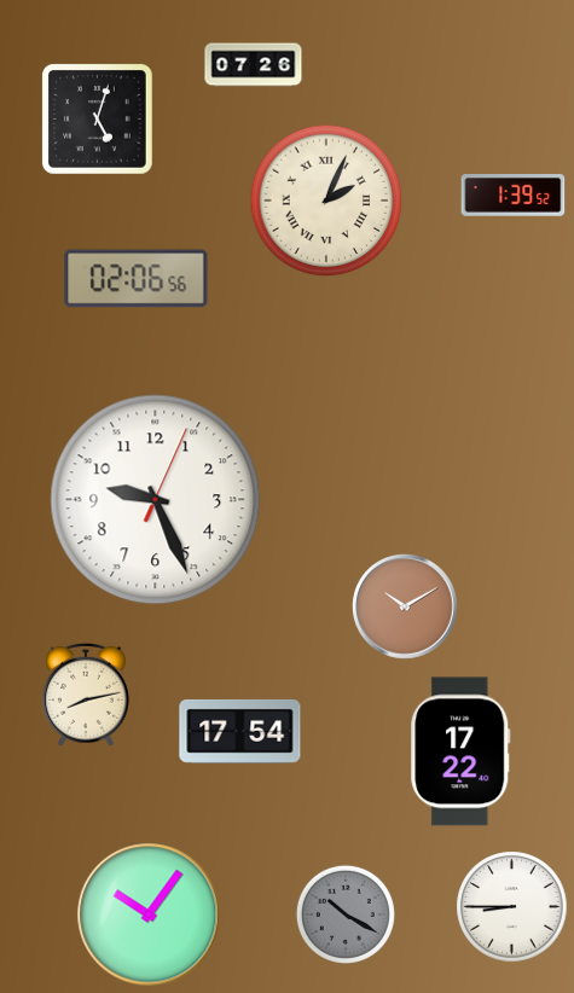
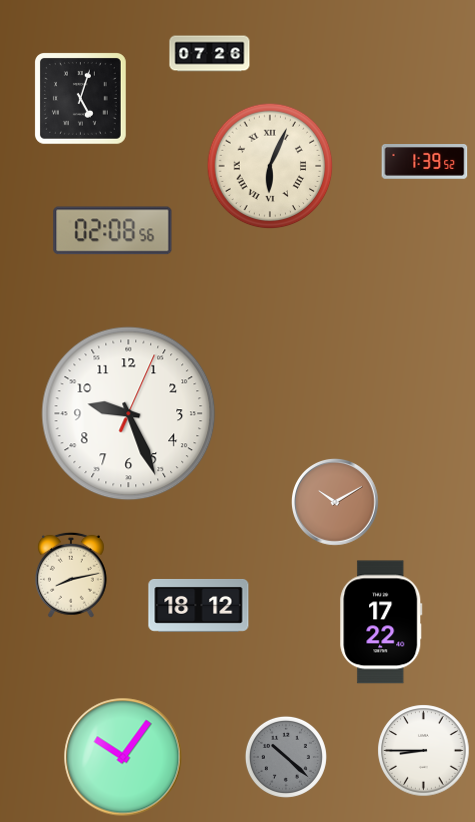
clock at (326, 201): 2:04 -> 6:04
clock at (137, 279): 02:06 -> 02:08
clock at (240, 731): 17:54 -> 18:12
clock at (346, 914): 10:20 -> 10:22
